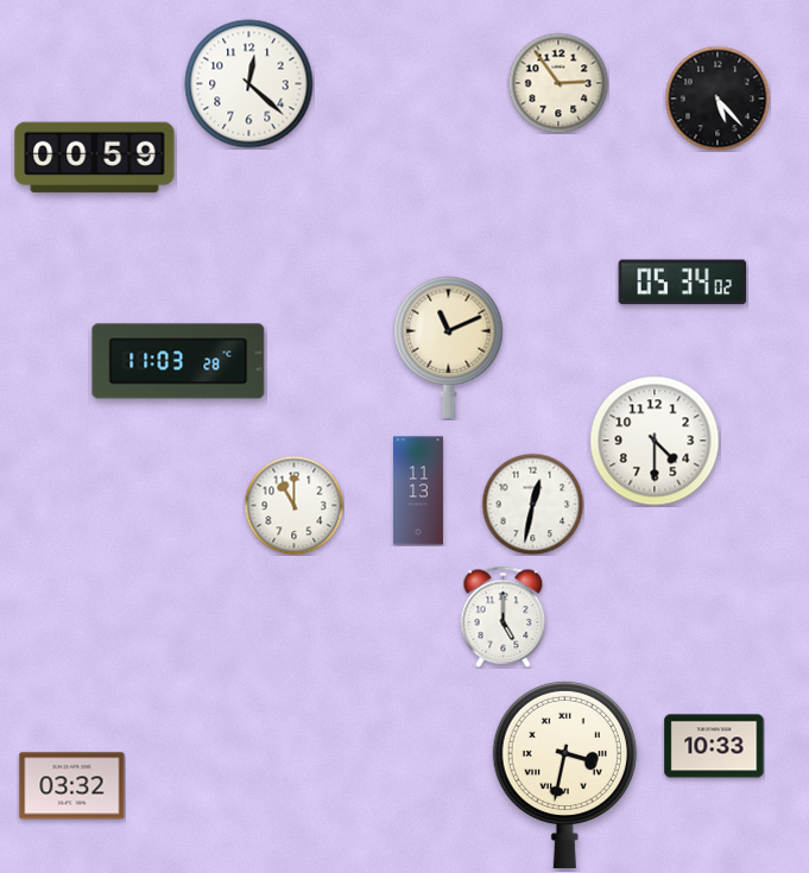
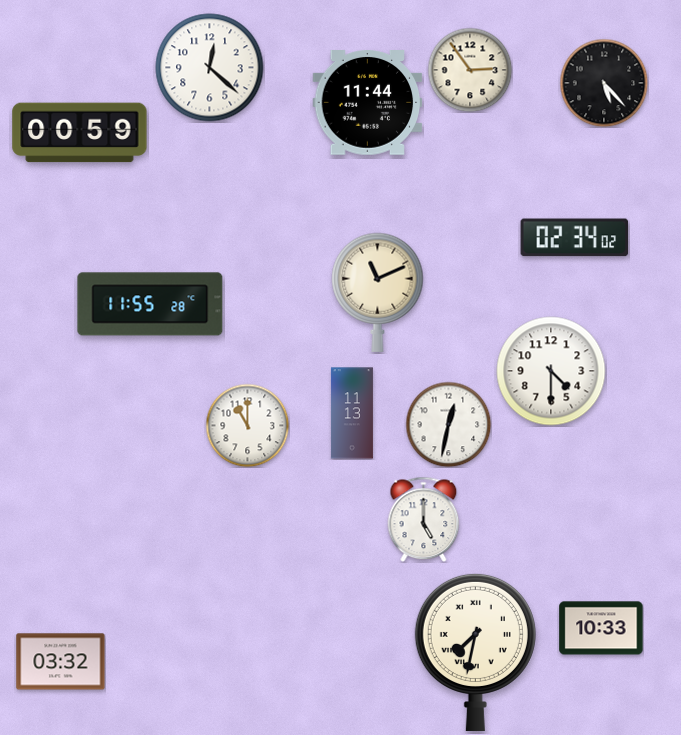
clock at (249, 84) position: (249, 84) -> (210, 68)
clock at (368, 103): none -> 11:44
clock at (683, 283): 05:34 -> 02:34
clock at (178, 361): 11:03 -> 11:55
clock at (564, 774): 3:32 -> 7:32
